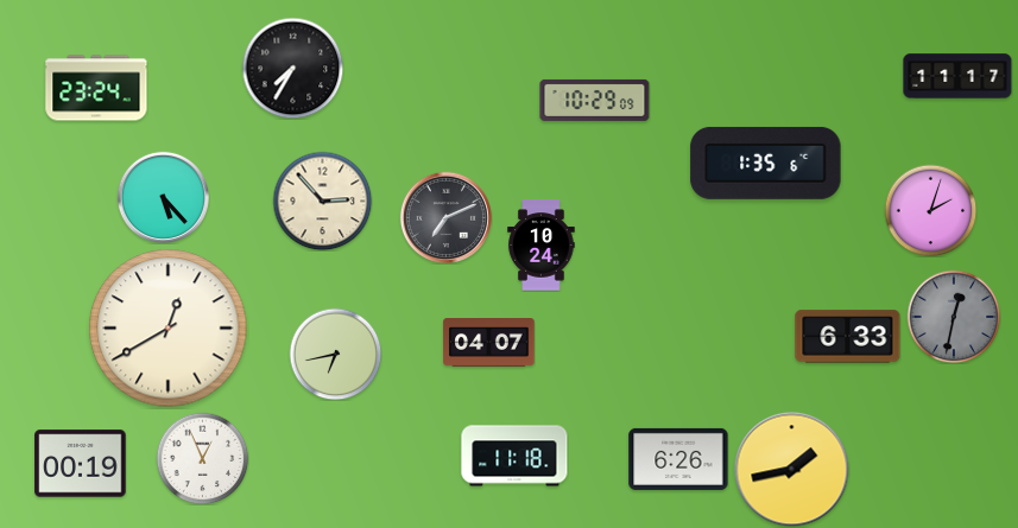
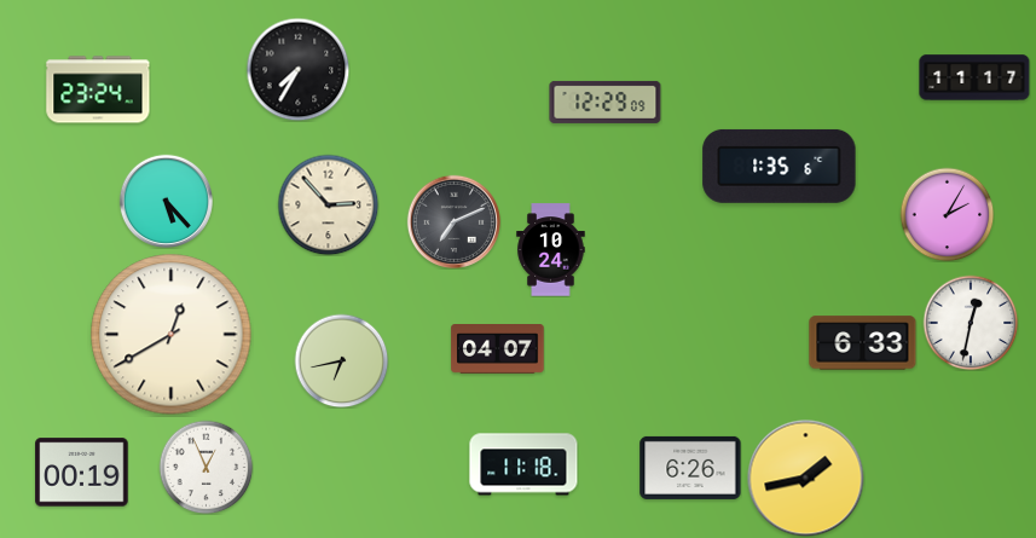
clock at (595, 100): 10:29 -> 12:29
clock at (930, 210): 2:03 -> 2:05
clock at (954, 317) dial: grey -> white
